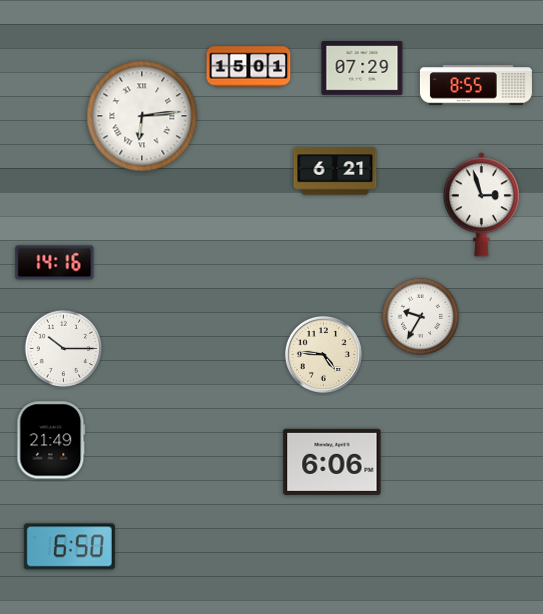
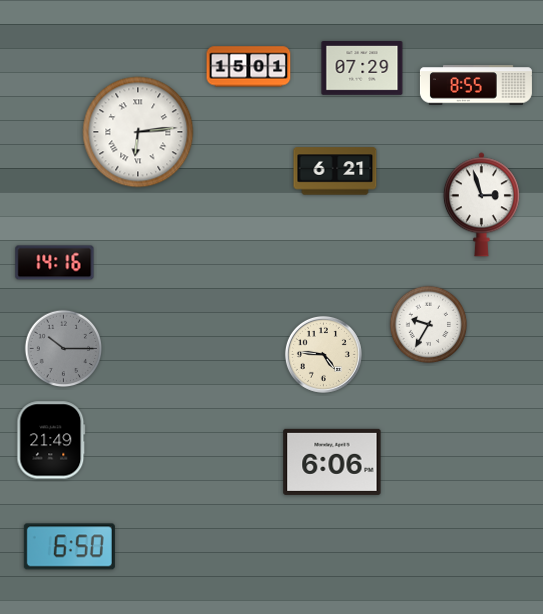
clock at (142, 116) position: (142, 116) -> (138, 132)
clock at (421, 317) position: (421, 317) -> (429, 325)
clock at (64, 349) dial: white -> grey
